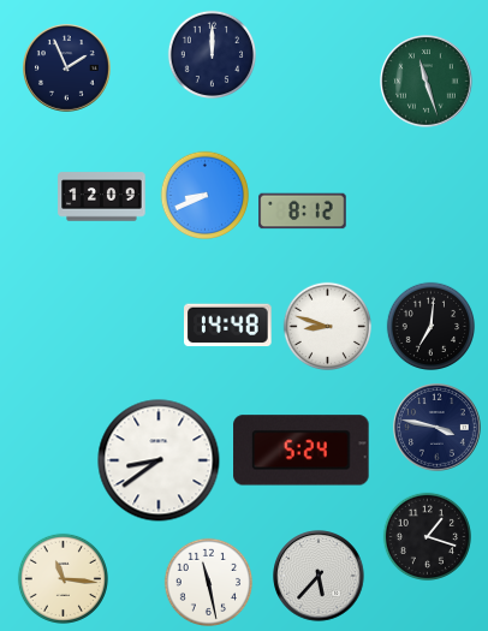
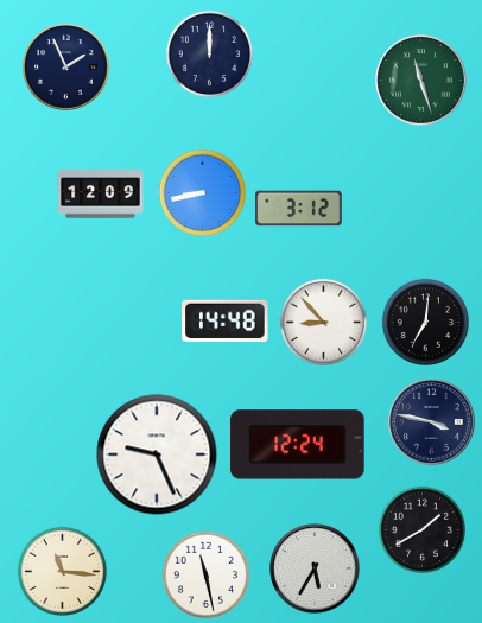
clock at (204, 195): 8:41 -> 8:43
clock at (303, 212): 8:12 -> 3:12
clock at (327, 326): 8:48 -> 8:53
clock at (302, 451): 5:24 -> 12:24
clock at (159, 460): 8:39 -> 9:26
clock at (427, 536): 1:18 -> 1:40
clock at (319, 576): 5:37 -> 5:35
